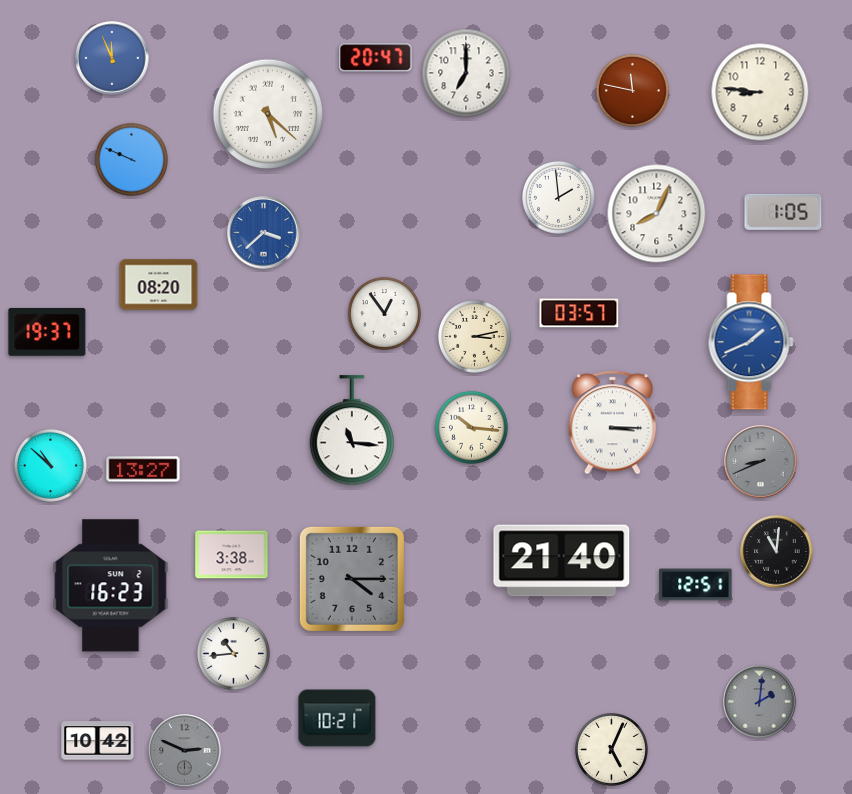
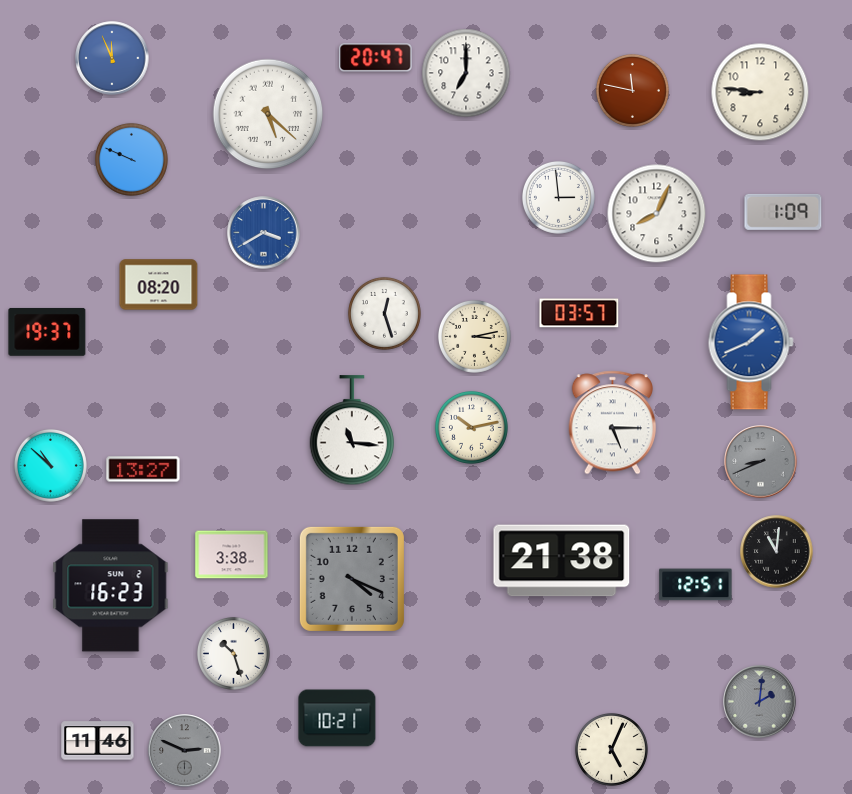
clock at (558, 197): 1:59 -> 2:59
clock at (783, 212): 1:05 -> 1:09
clock at (264, 233): 3:38 -> 3:40
clock at (384, 313): 12:54 -> 12:27
clock at (613, 423): 3:15 -> 5:15
clock at (471, 427): 10:16 -> 10:13
clock at (562, 561): 21:40 -> 21:38
clock at (352, 579): 4:15 -> 4:19
clock at (233, 653): 10:44 -> 10:27
clock at (98, 741): 10:42 -> 11:46
